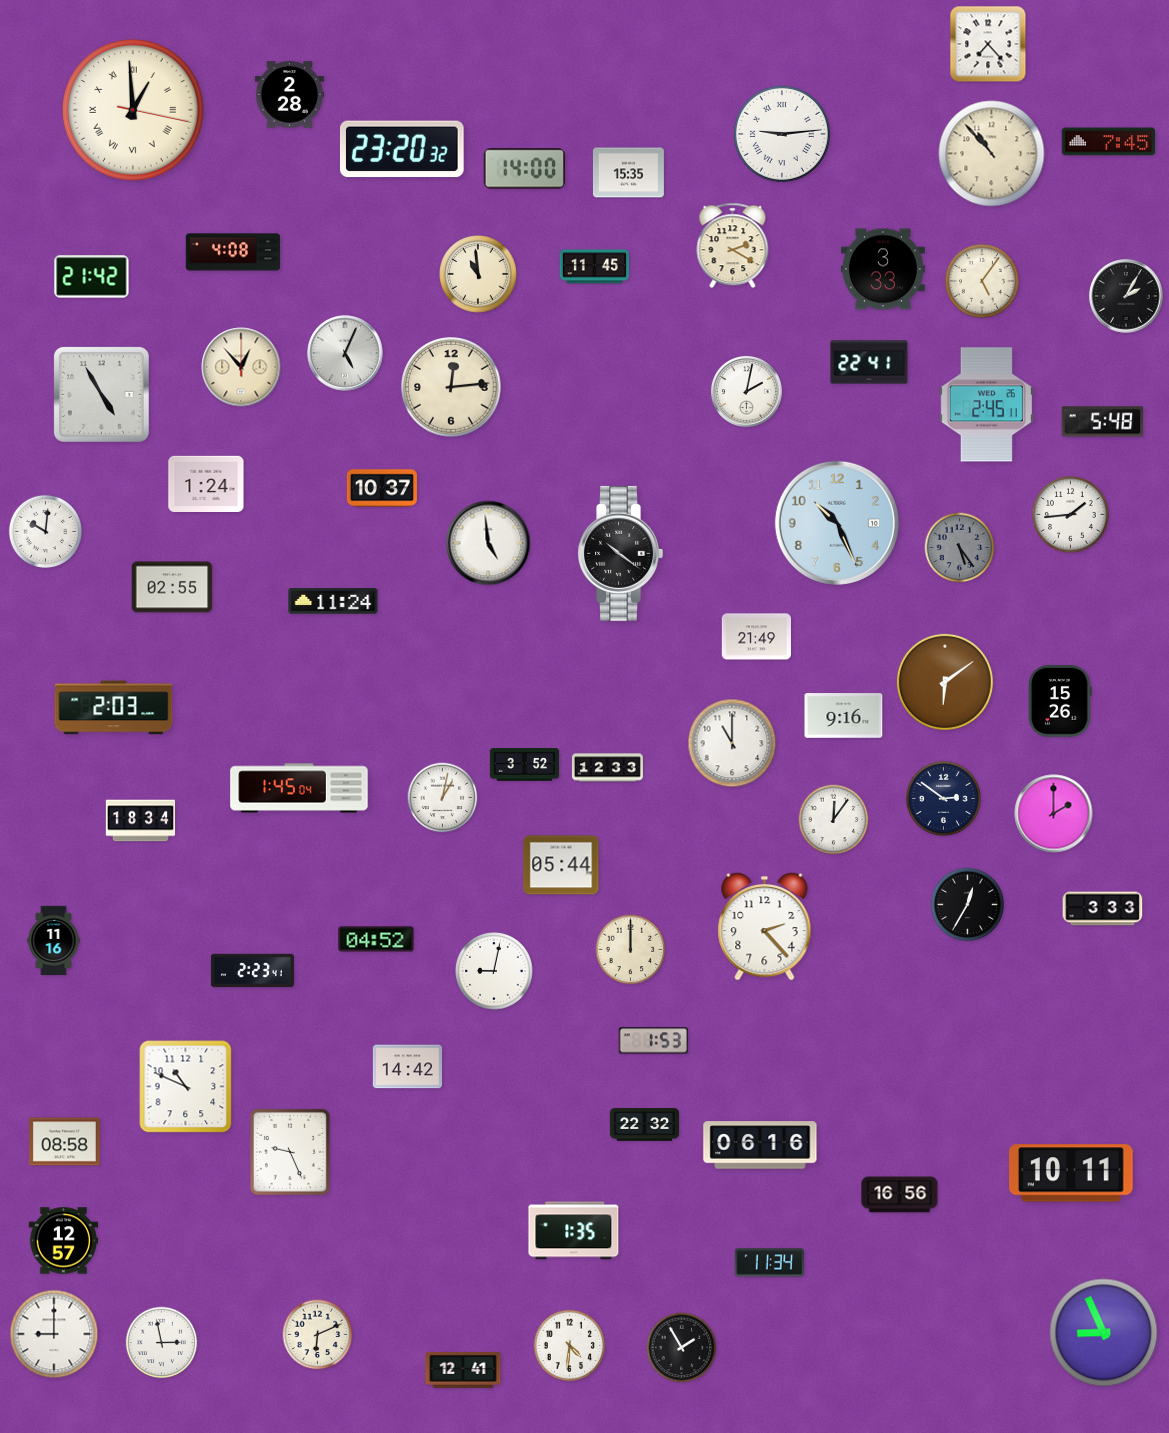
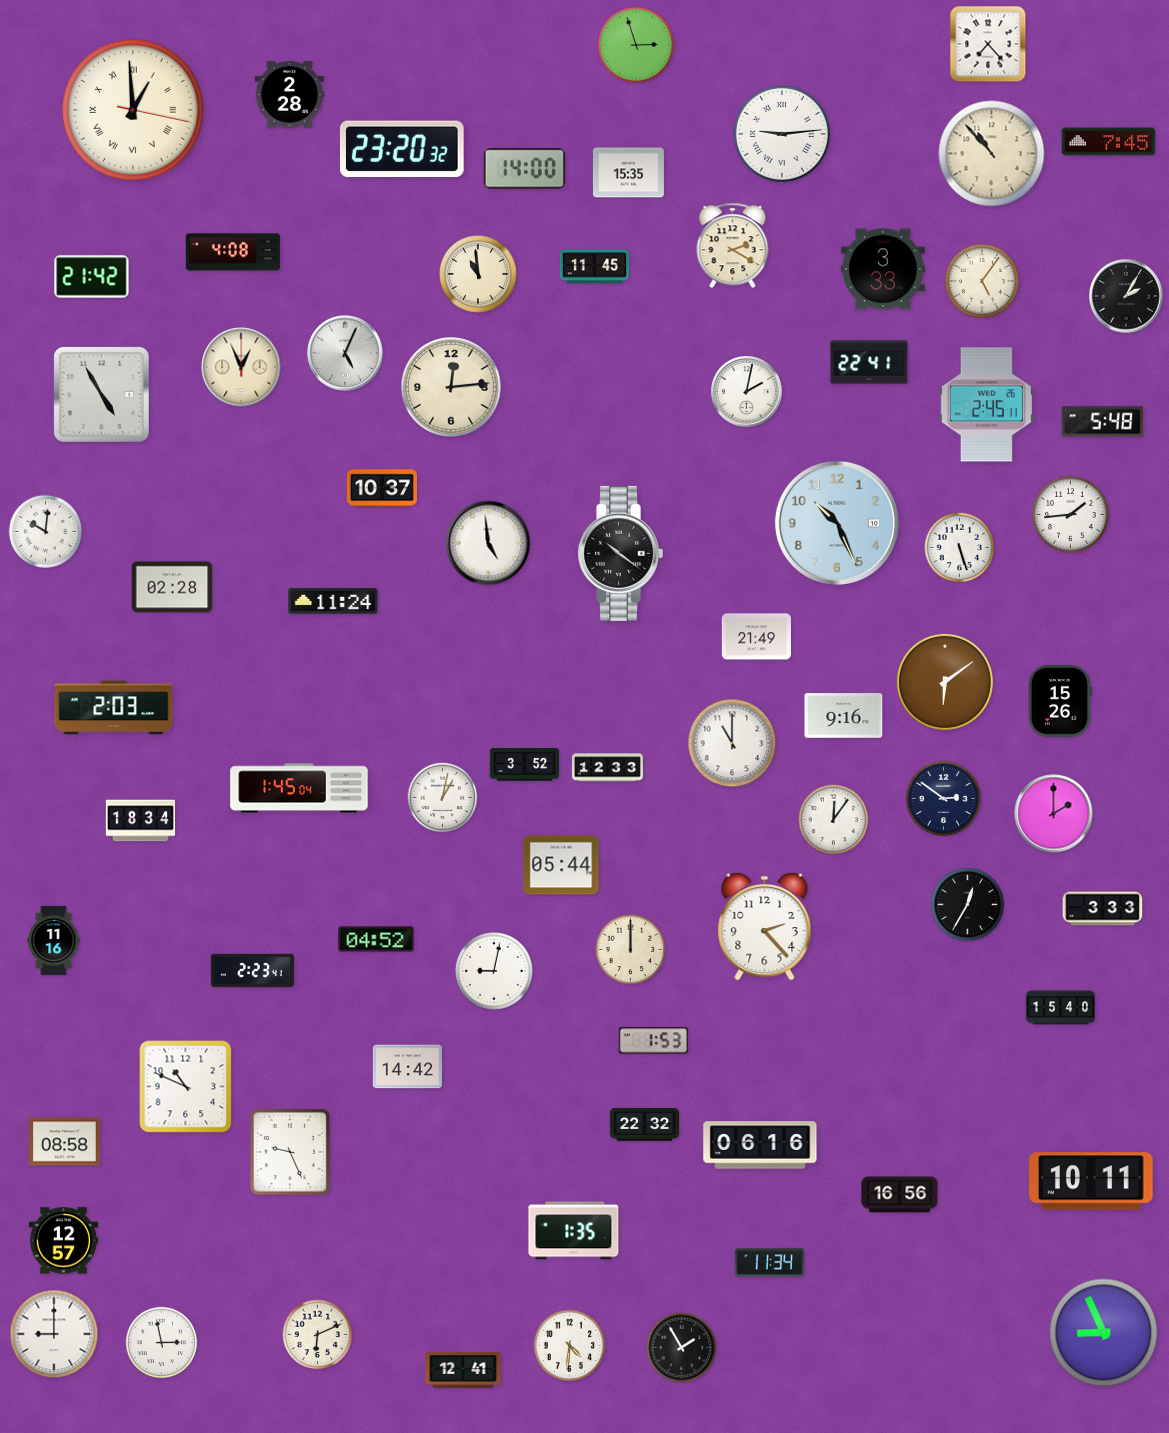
clock at (636, 45): none -> 2:57
clock at (241, 367): 12:53 -> 12:56
clock at (206, 483): 1:24 -> none
clock at (960, 548): 5:24 -> 5:27
clock at (960, 548) dial: grey -> white
clock at (172, 587): 02:55 -> 02:28
clock at (1061, 1008): none -> 15:40
clock at (1071, 1173) position: (1071, 1173) -> (1091, 1181)
